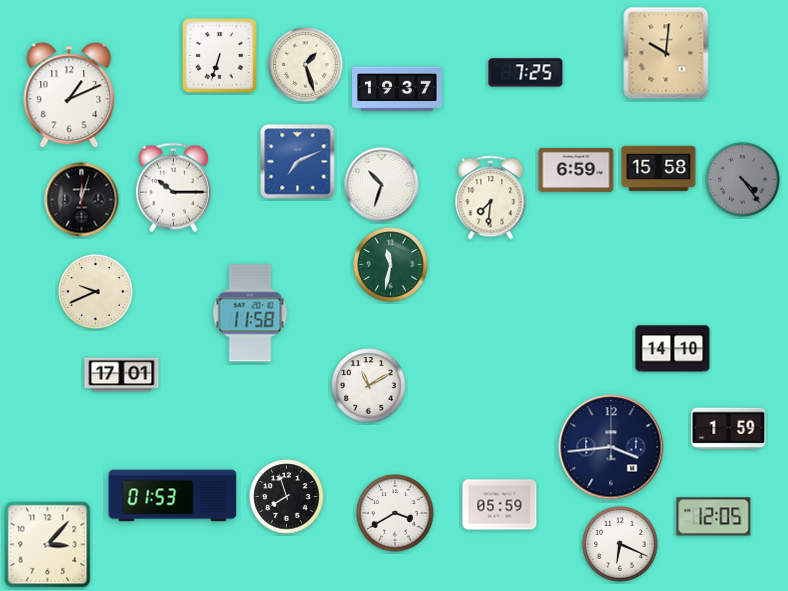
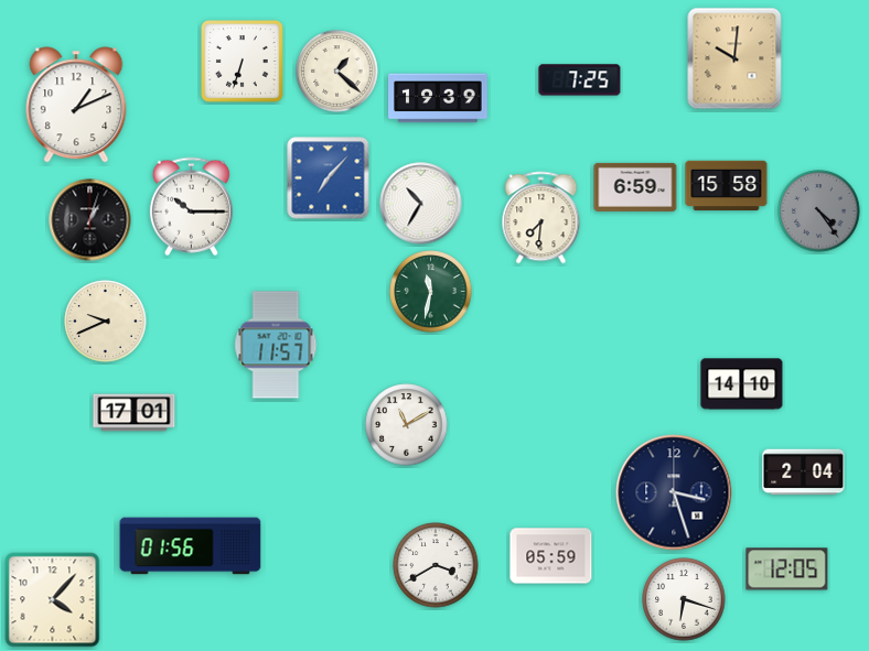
clock at (306, 65): 1:27 -> 1:22
clock at (397, 89): 19:37 -> 19:39
clock at (298, 162): 7:11 -> 7:07
clock at (743, 180) position: (743, 180) -> (819, 211)
clock at (382, 185): 10:33 -> 10:35
clock at (82, 200): 12:03 -> 1:03
clock at (250, 313): 11:58 -> 11:57
clock at (729, 429): 1:59 -> 2:04
clock at (611, 447): 3:44 -> 3:27
clock at (173, 496): 01:53 -> 01:56
clock at (287, 497): 7:57 -> none
clock at (620, 544): 6:19 -> 6:18
clock at (48, 545): 3:07 -> 4:07
